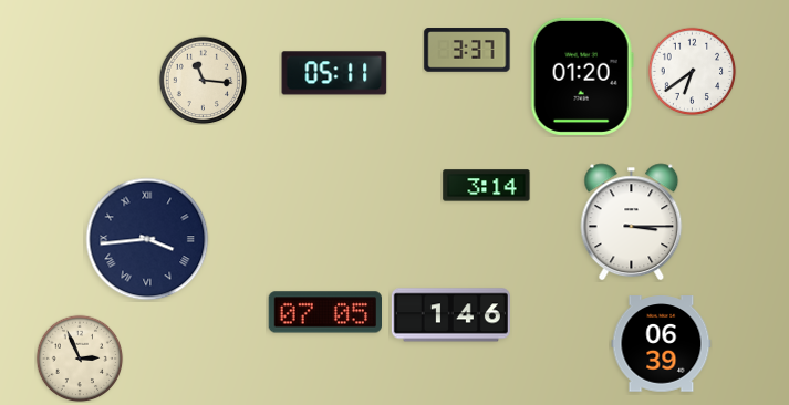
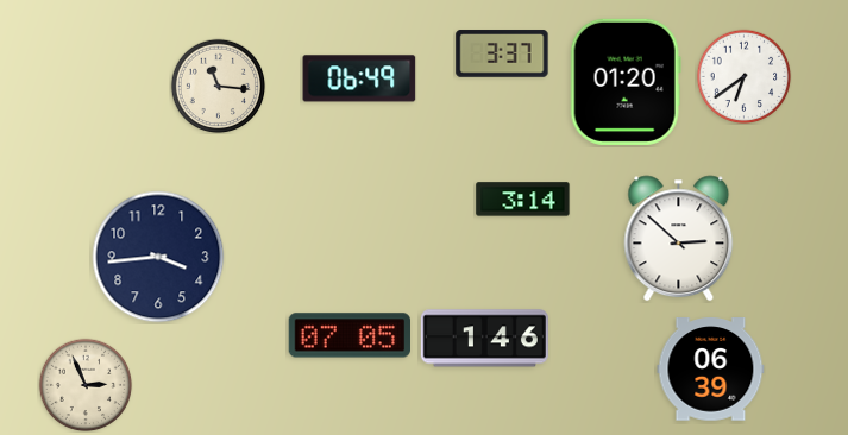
clock at (334, 73): 05:11 -> 06:49
clock at (632, 222): 3:15 -> 2:52
clock at (147, 239) numerals: Roman -> Arabic
